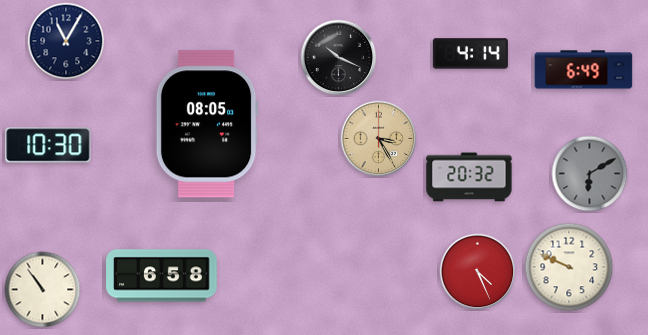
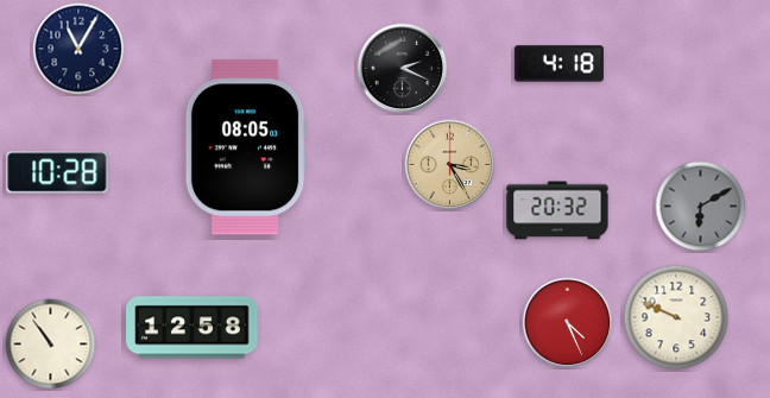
clock at (470, 54): 4:14 -> 4:18
clock at (339, 58): 10:19 -> 2:19
clock at (584, 70): 6:49 -> none
clock at (48, 145): 10:30 -> 10:28
clock at (162, 276): 6:58 -> 12:58
